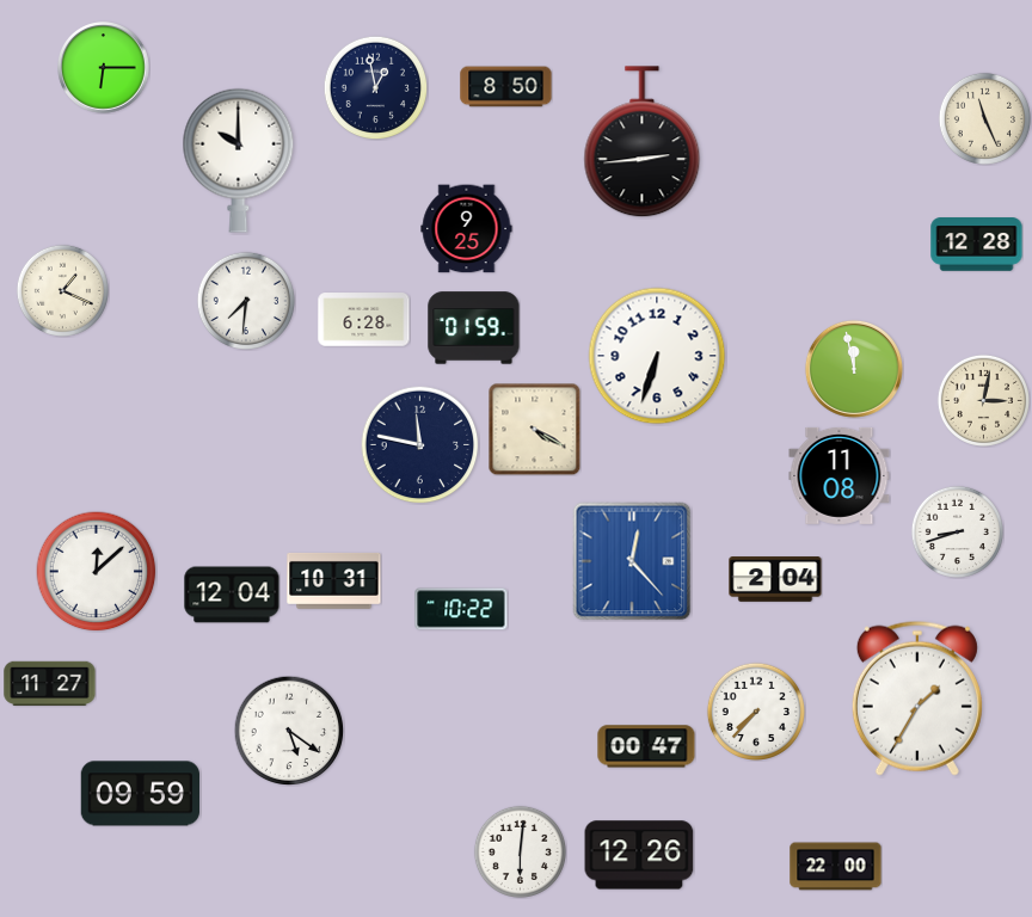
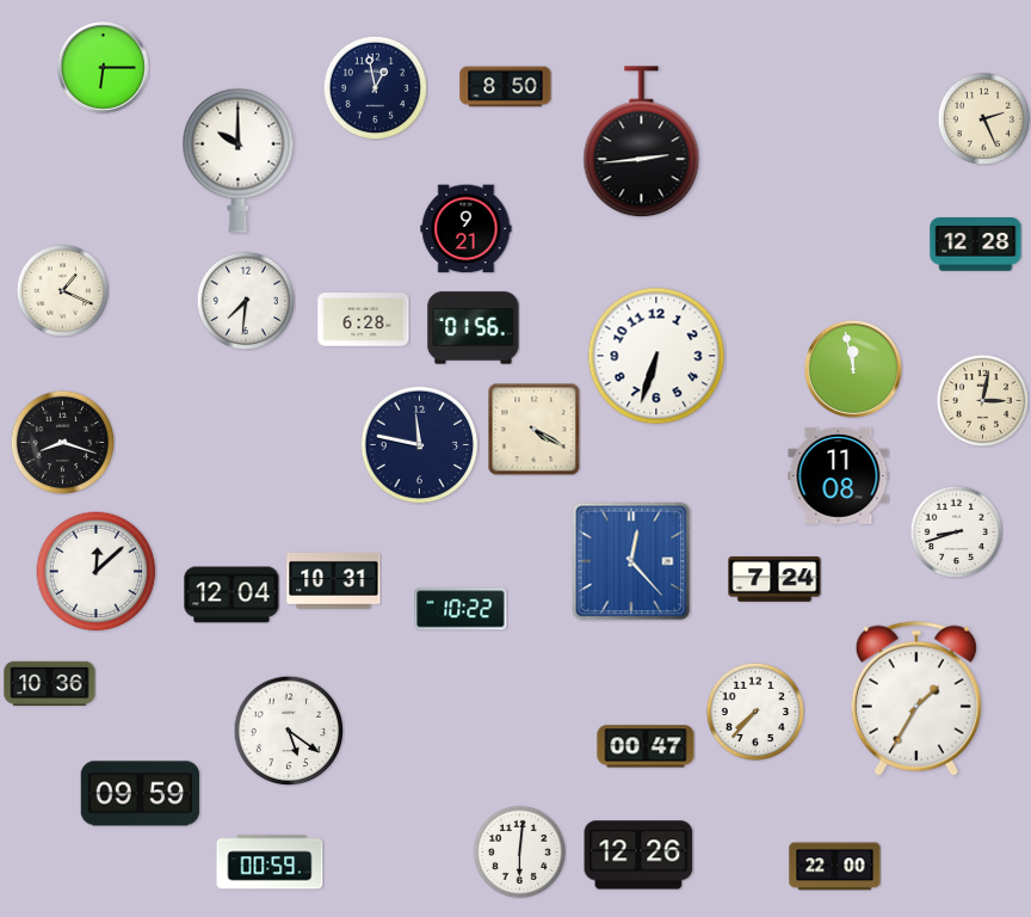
clock at (984, 118): 11:26 -> 2:26
clock at (467, 229): 9:25 -> 9:21
clock at (474, 328): 01:59 -> 01:56
clock at (62, 442): none -> 8:18
clock at (775, 579): 2:04 -> 7:24
clock at (50, 684): 11:27 -> 10:36
clock at (270, 862): none -> 00:59
